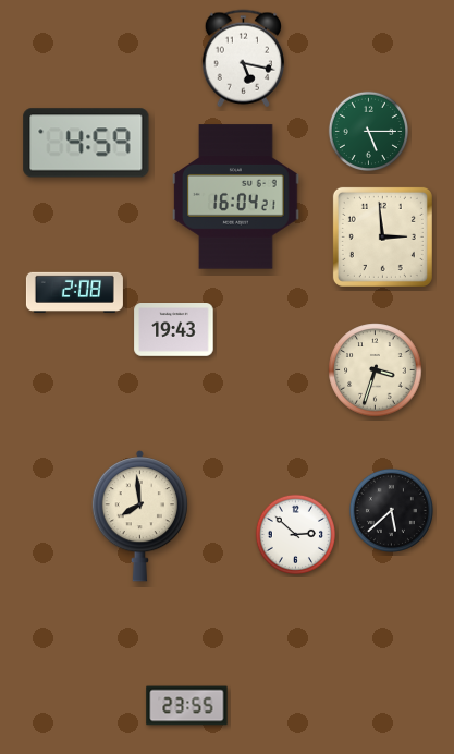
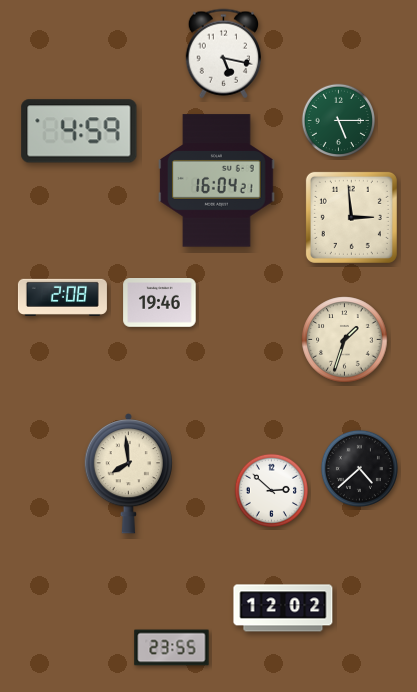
clock at (74, 292) position: (74, 292) -> (62, 297)
clock at (174, 330): 19:43 -> 19:46
clock at (376, 370): 3:33 -> 1:33
clock at (391, 510): 5:38 -> 4:38
clock at (283, 608): none -> 12:02
